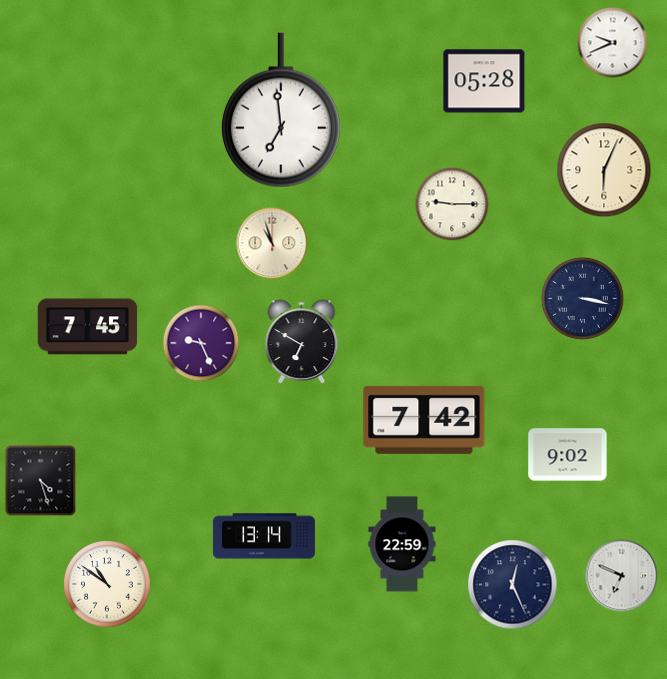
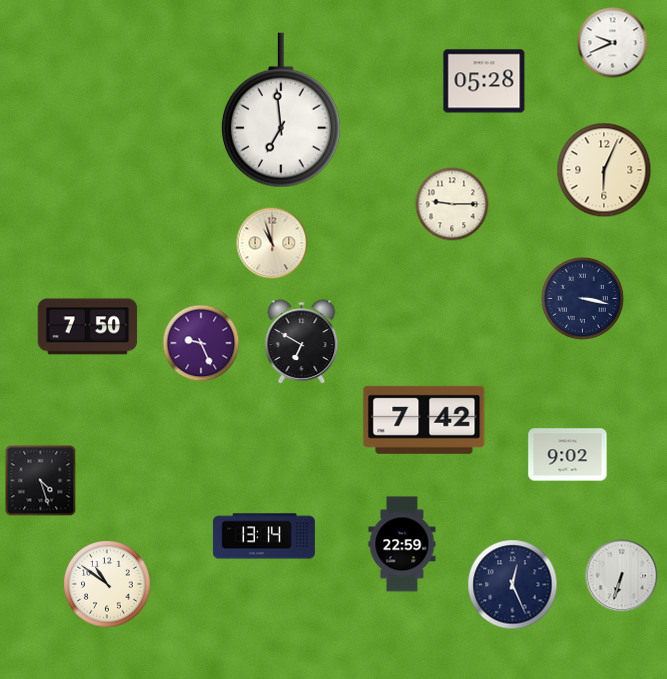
clock at (88, 327): 7:45 -> 7:50
clock at (622, 576): 6:49 -> 6:33
